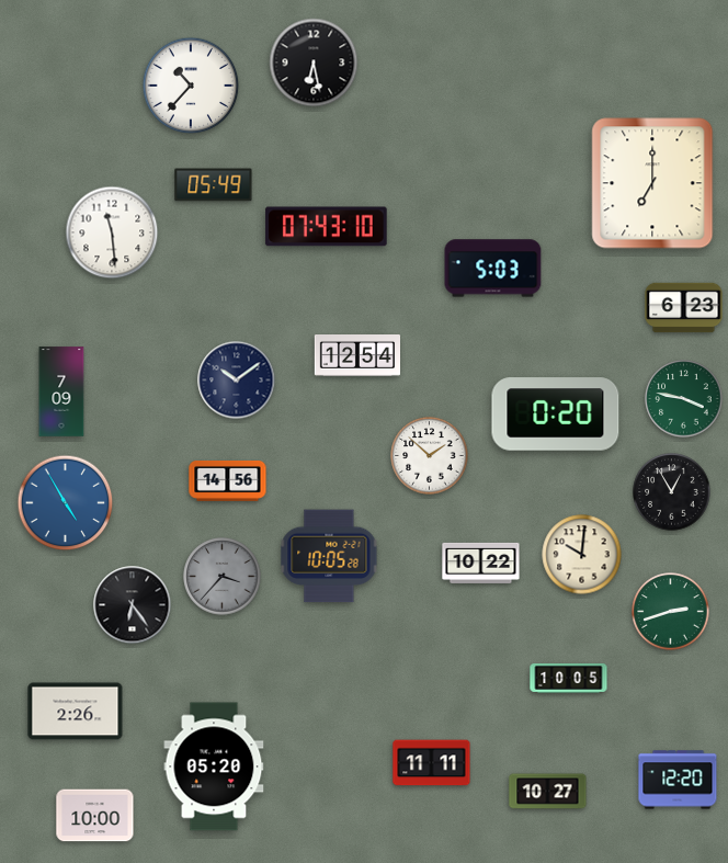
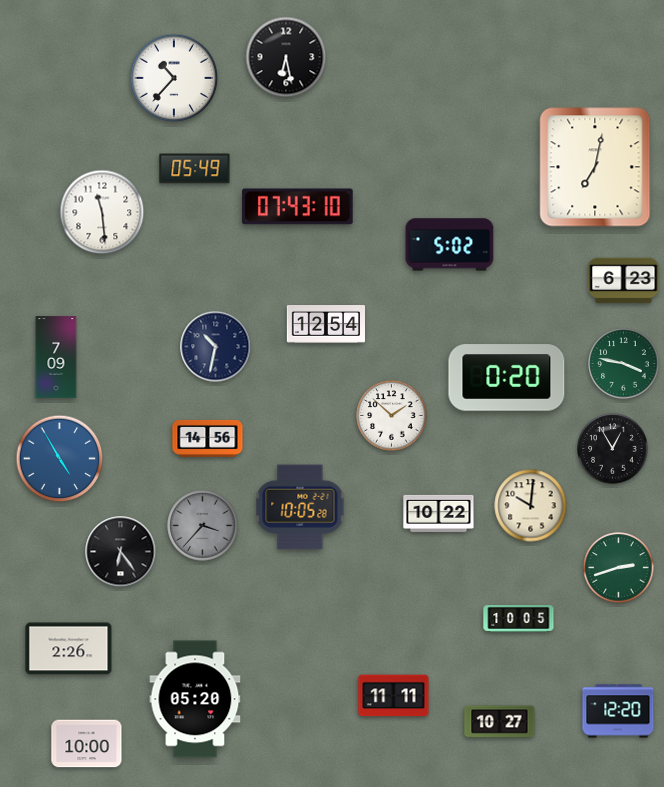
clock at (652, 183): 7:00 -> 7:02
clock at (493, 269): 5:03 -> 5:02
clock at (237, 381): 10:09 -> 10:32
clock at (671, 612) position: (671, 612) -> (619, 568)
